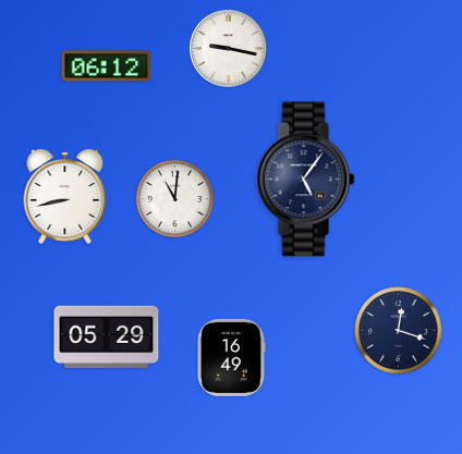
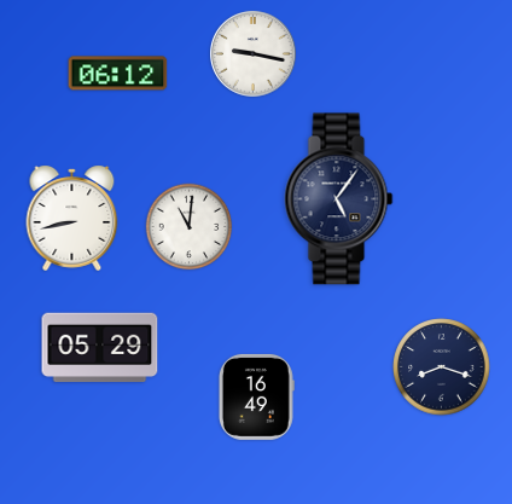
clock at (175, 199) position: (175, 199) -> (190, 227)
clock at (399, 331): 12:18 -> 8:18
clock at (107, 338) position: (107, 338) -> (100, 348)
